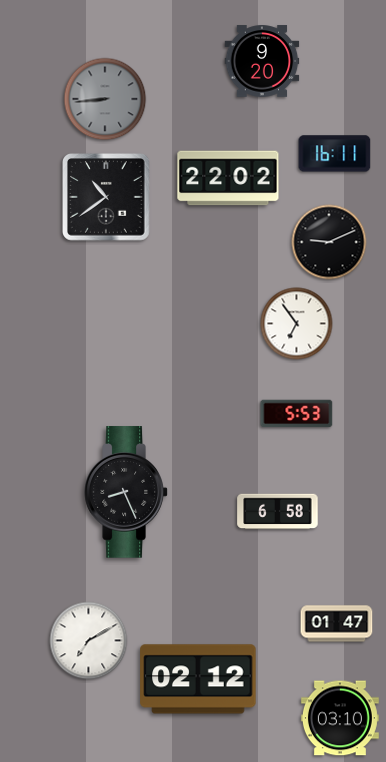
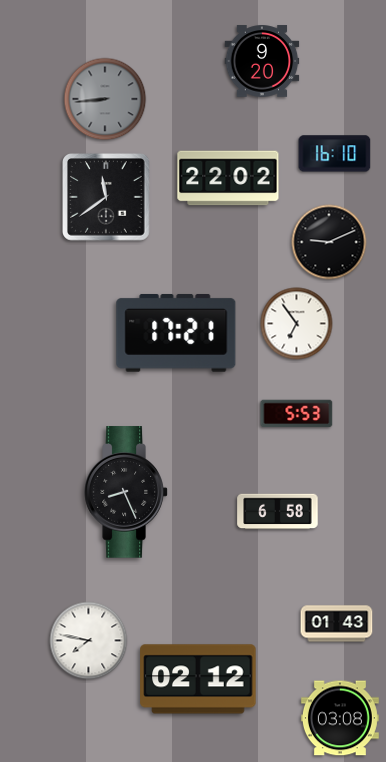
clock at (335, 154): 16:11 -> 16:10
clock at (107, 198): 10:39 -> 11:39
clock at (176, 333): none -> 17:21
clock at (337, 624): 01:47 -> 01:43
clock at (89, 641): 7:10 -> 7:47
clock at (340, 718): 03:10 -> 03:08
